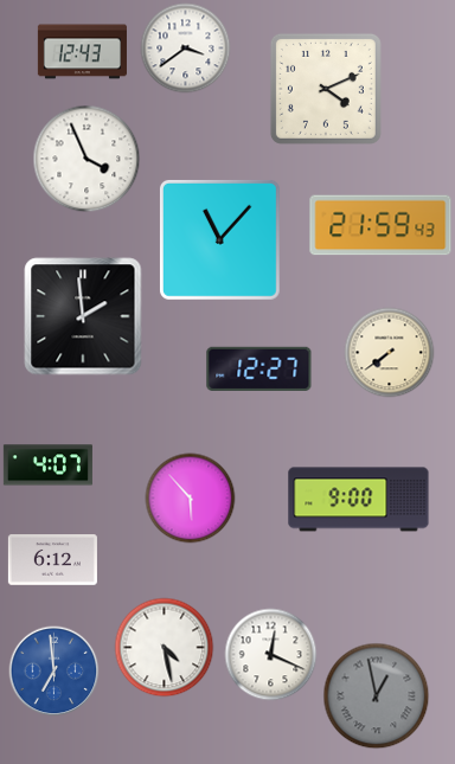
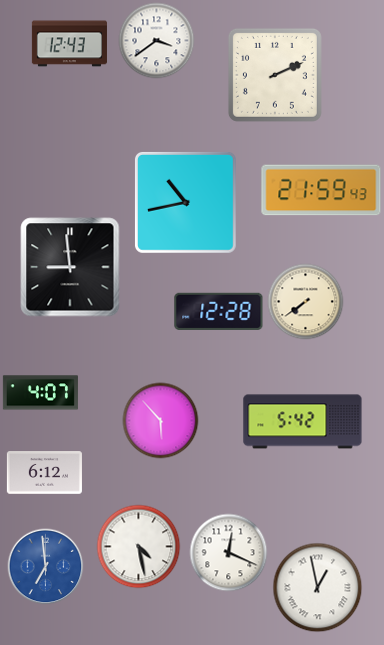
clock at (326, 89): 4:11 -> 2:11
clock at (86, 159): 3:56 -> none
clock at (219, 239): 11:07 -> 10:43
clock at (83, 316): 1:59 -> 8:59
clock at (390, 353) position: (390, 353) -> (306, 302)
clock at (259, 368): 12:27 -> 12:28
clock at (359, 500): 9:00 -> 5:42
clock at (377, 696) dial: grey -> white
